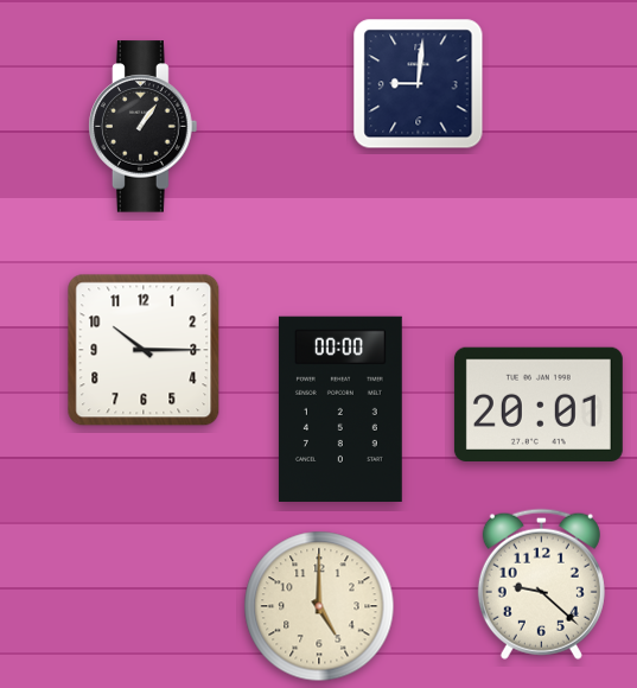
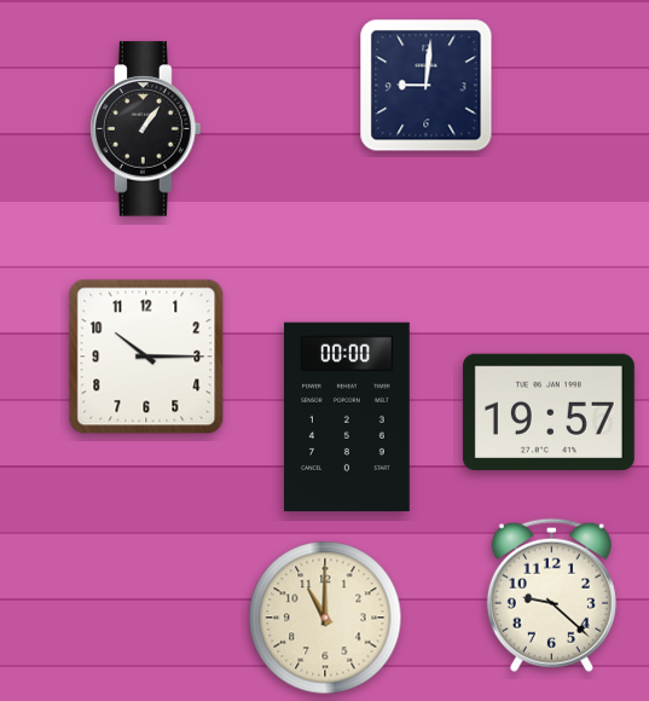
clock at (539, 403): 20:01 -> 19:57
clock at (319, 606): 5:00 -> 11:00
